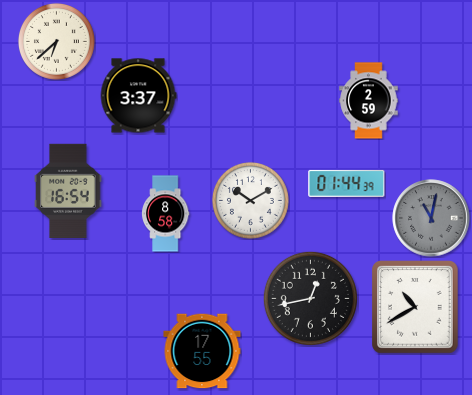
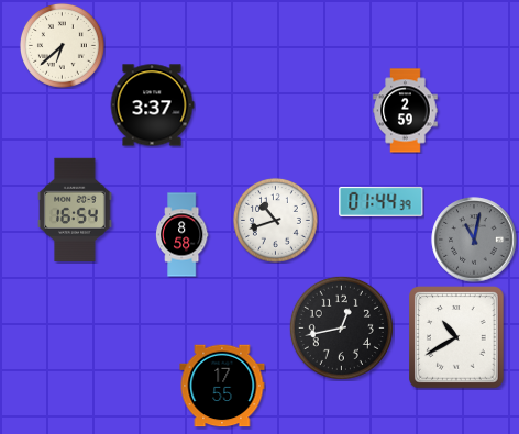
clock at (250, 200): 10:10 -> 10:42
